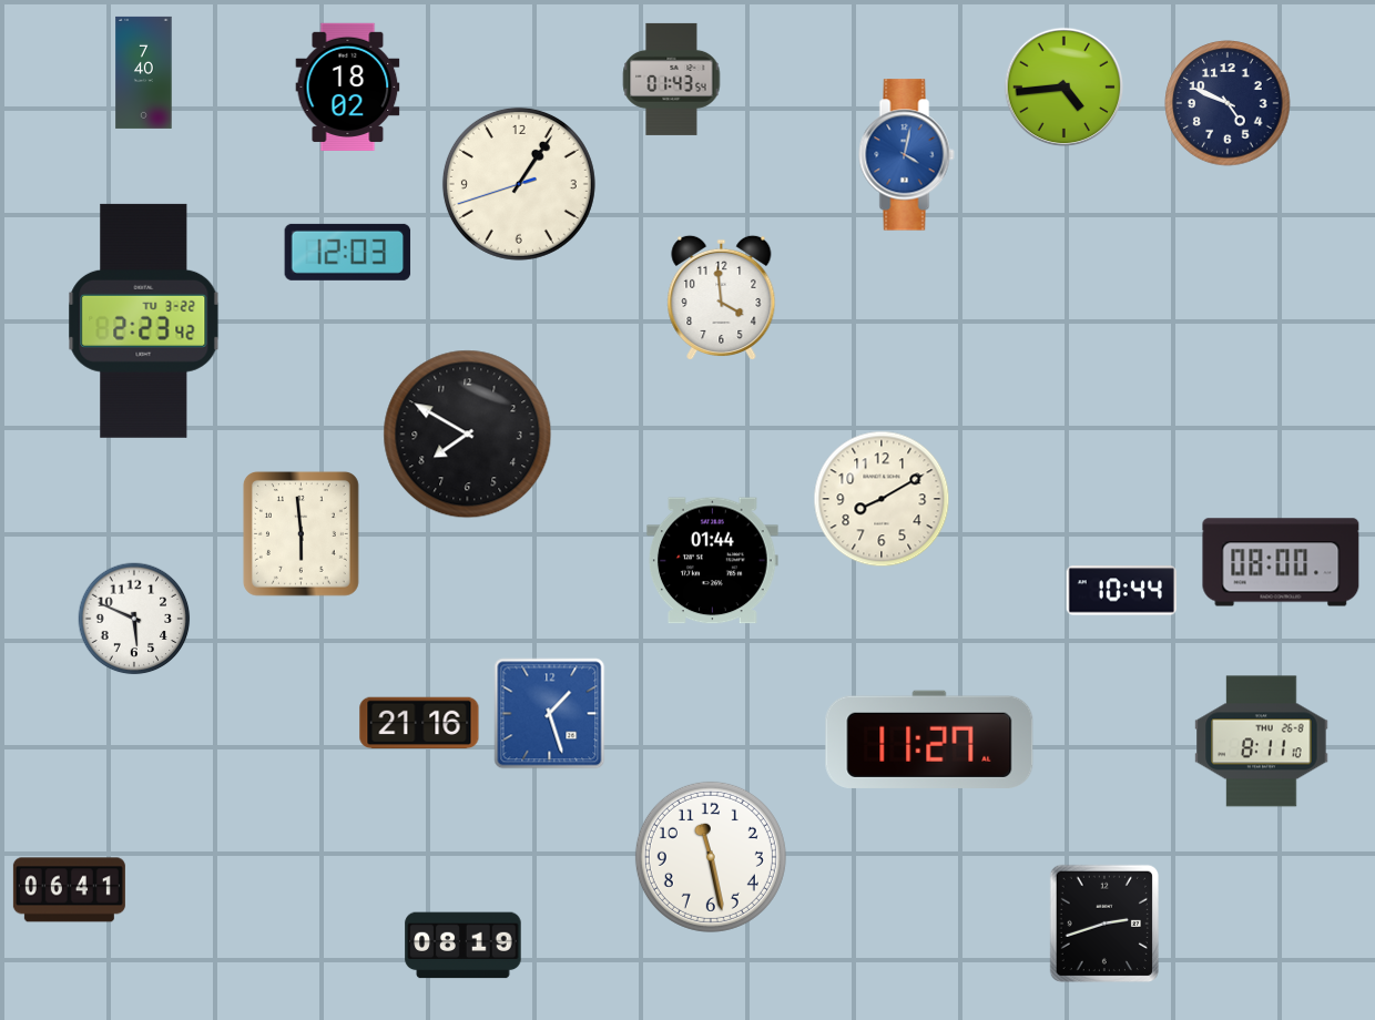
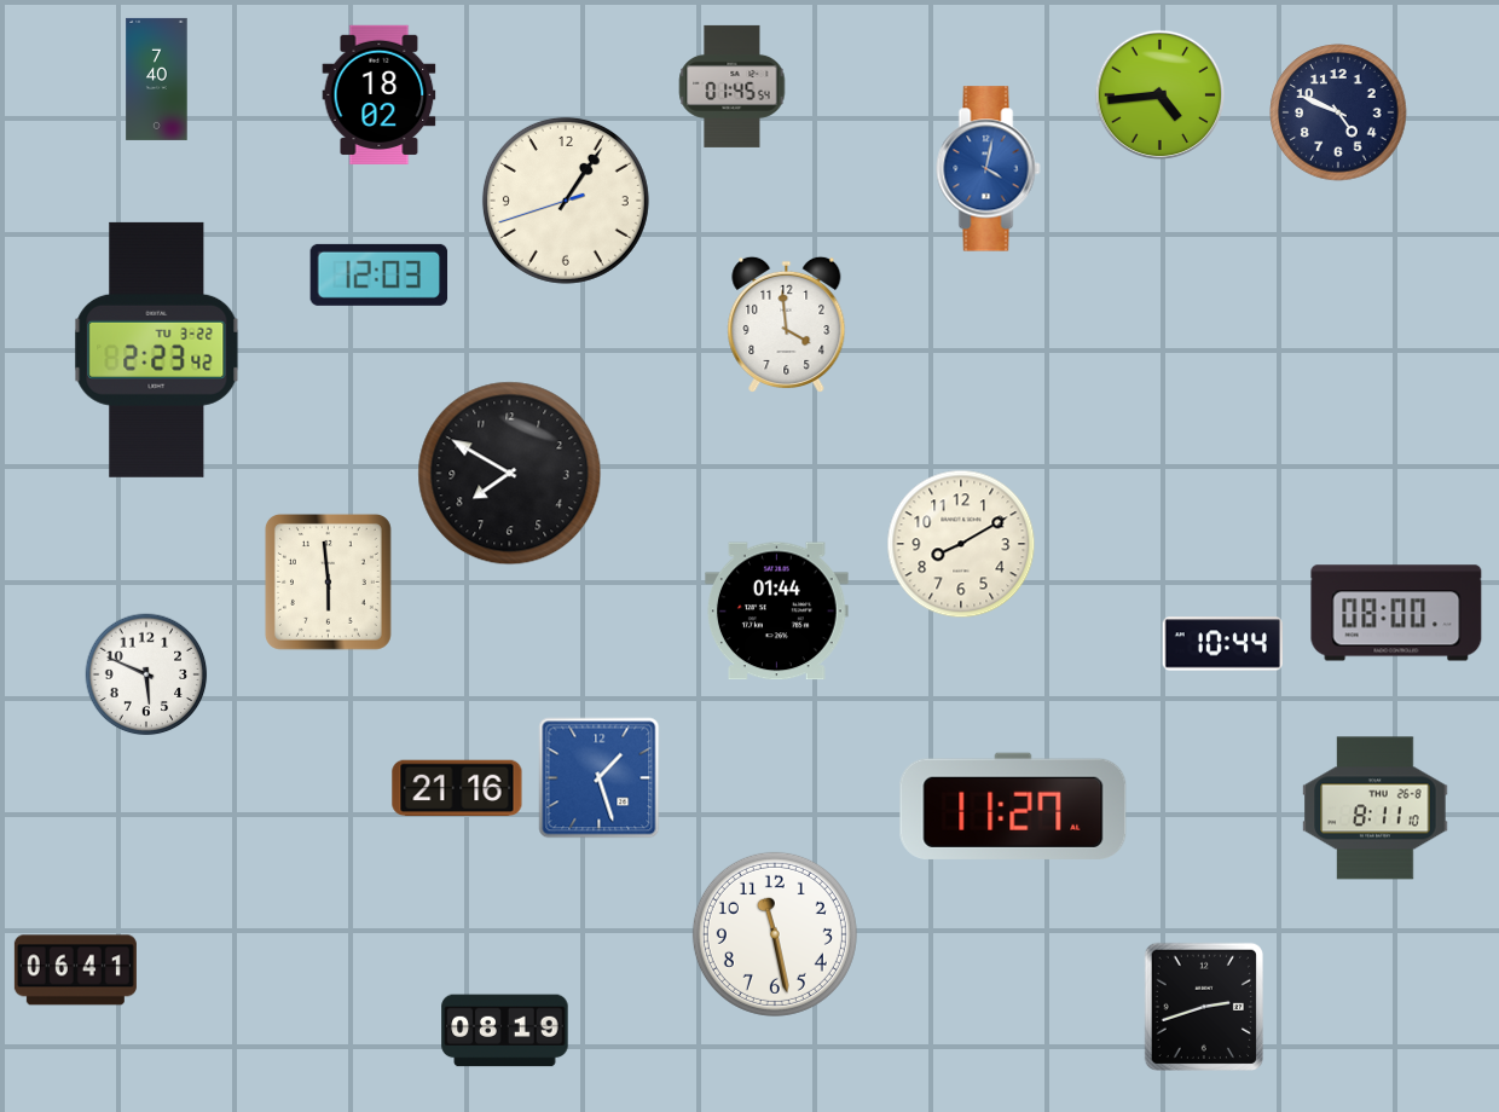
clock at (672, 79): 01:43 -> 01:45
